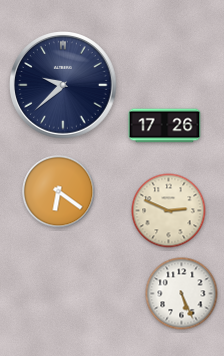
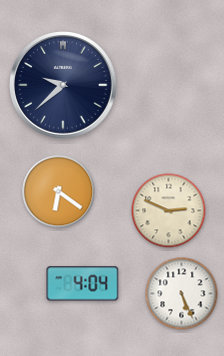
clock at (165, 126): 17:26 -> none
clock at (83, 284): none -> 4:04
